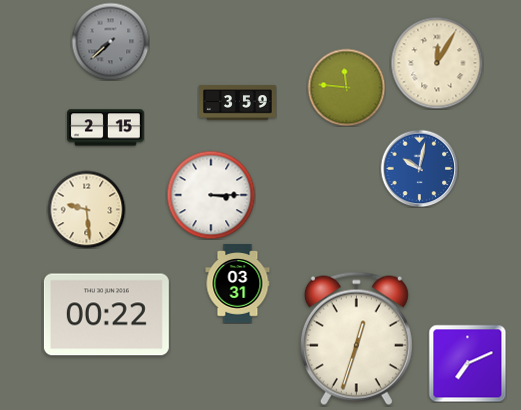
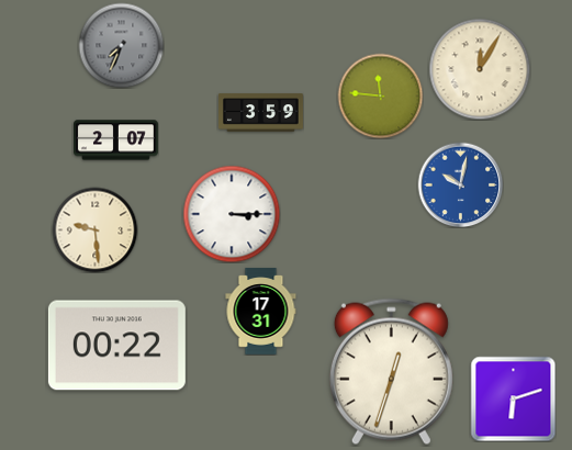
clock at (110, 41): 7:38 -> 7:34
clock at (106, 128): 2:15 -> 2:07
clock at (238, 284): 03:31 -> 17:31
clock at (467, 363): 7:11 -> 6:12
